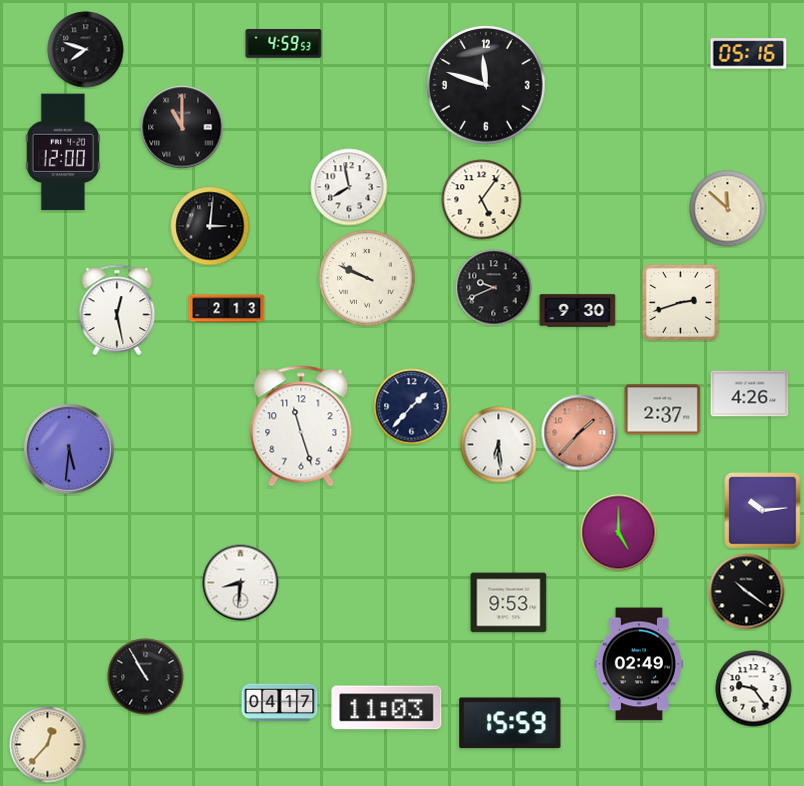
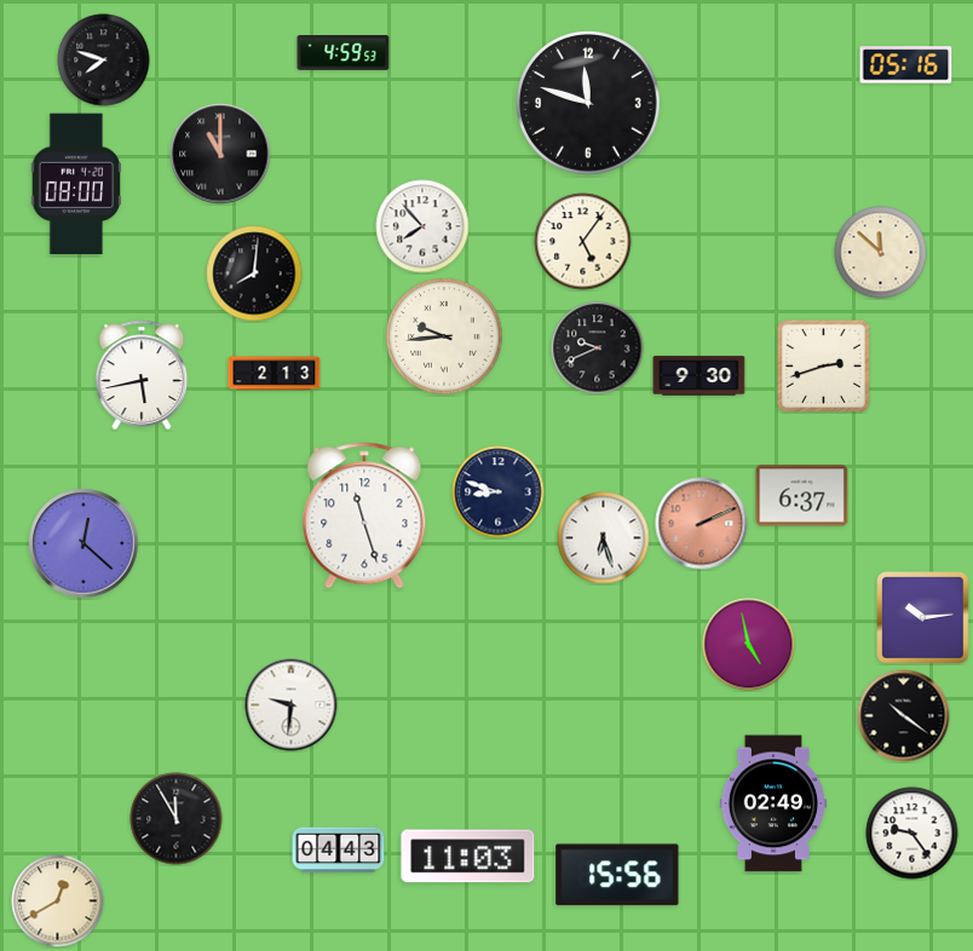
clock at (63, 152): 12:00 -> 08:00
clock at (349, 187): 7:58 -> 7:53
clock at (210, 226): 3:01 -> 8:01
clock at (367, 278): 9:49 -> 9:44
clock at (117, 310): 12:28 -> 5:43
clock at (750, 394): 4:26 -> none
clock at (412, 407): 1:37 -> 8:48
clock at (663, 410): 2:37 -> 6:37
clock at (580, 433): 1:37 -> 2:11
clock at (499, 445): 6:29 -> 6:27
clock at (69, 449): 5:31 -> 12:22
clock at (619, 533): 5:00 -> 4:58
clock at (241, 583): 8:31 -> 9:31
clock at (509, 603): 9:53 -> none
clock at (146, 677): 10:55 -> 11:55
clock at (280, 703): 04:17 -> 04:43
clock at (510, 723): 15:59 -> 15:56
clock at (48, 745): 12:37 -> 12:40
